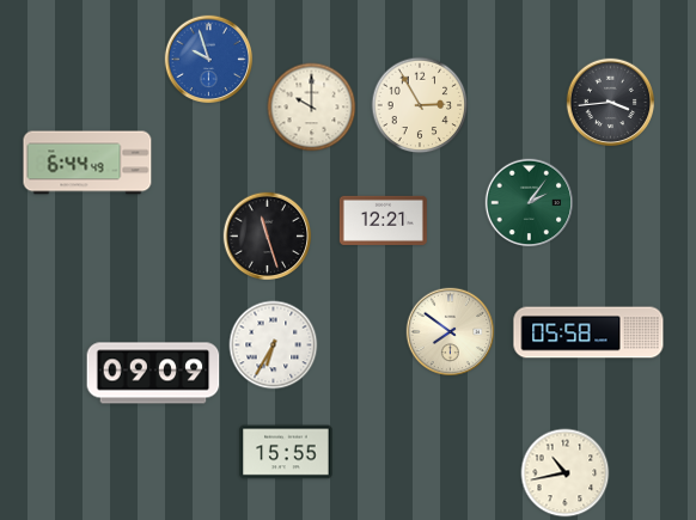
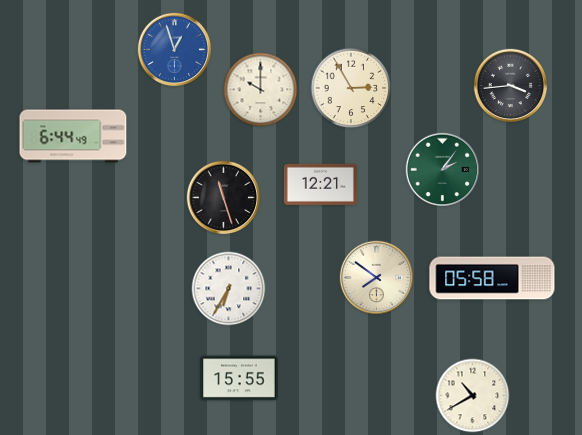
clock at (209, 60): 9:57 -> 12:57
clock at (153, 373): 09:09 -> none
clock at (566, 473): 10:43 -> 10:40
